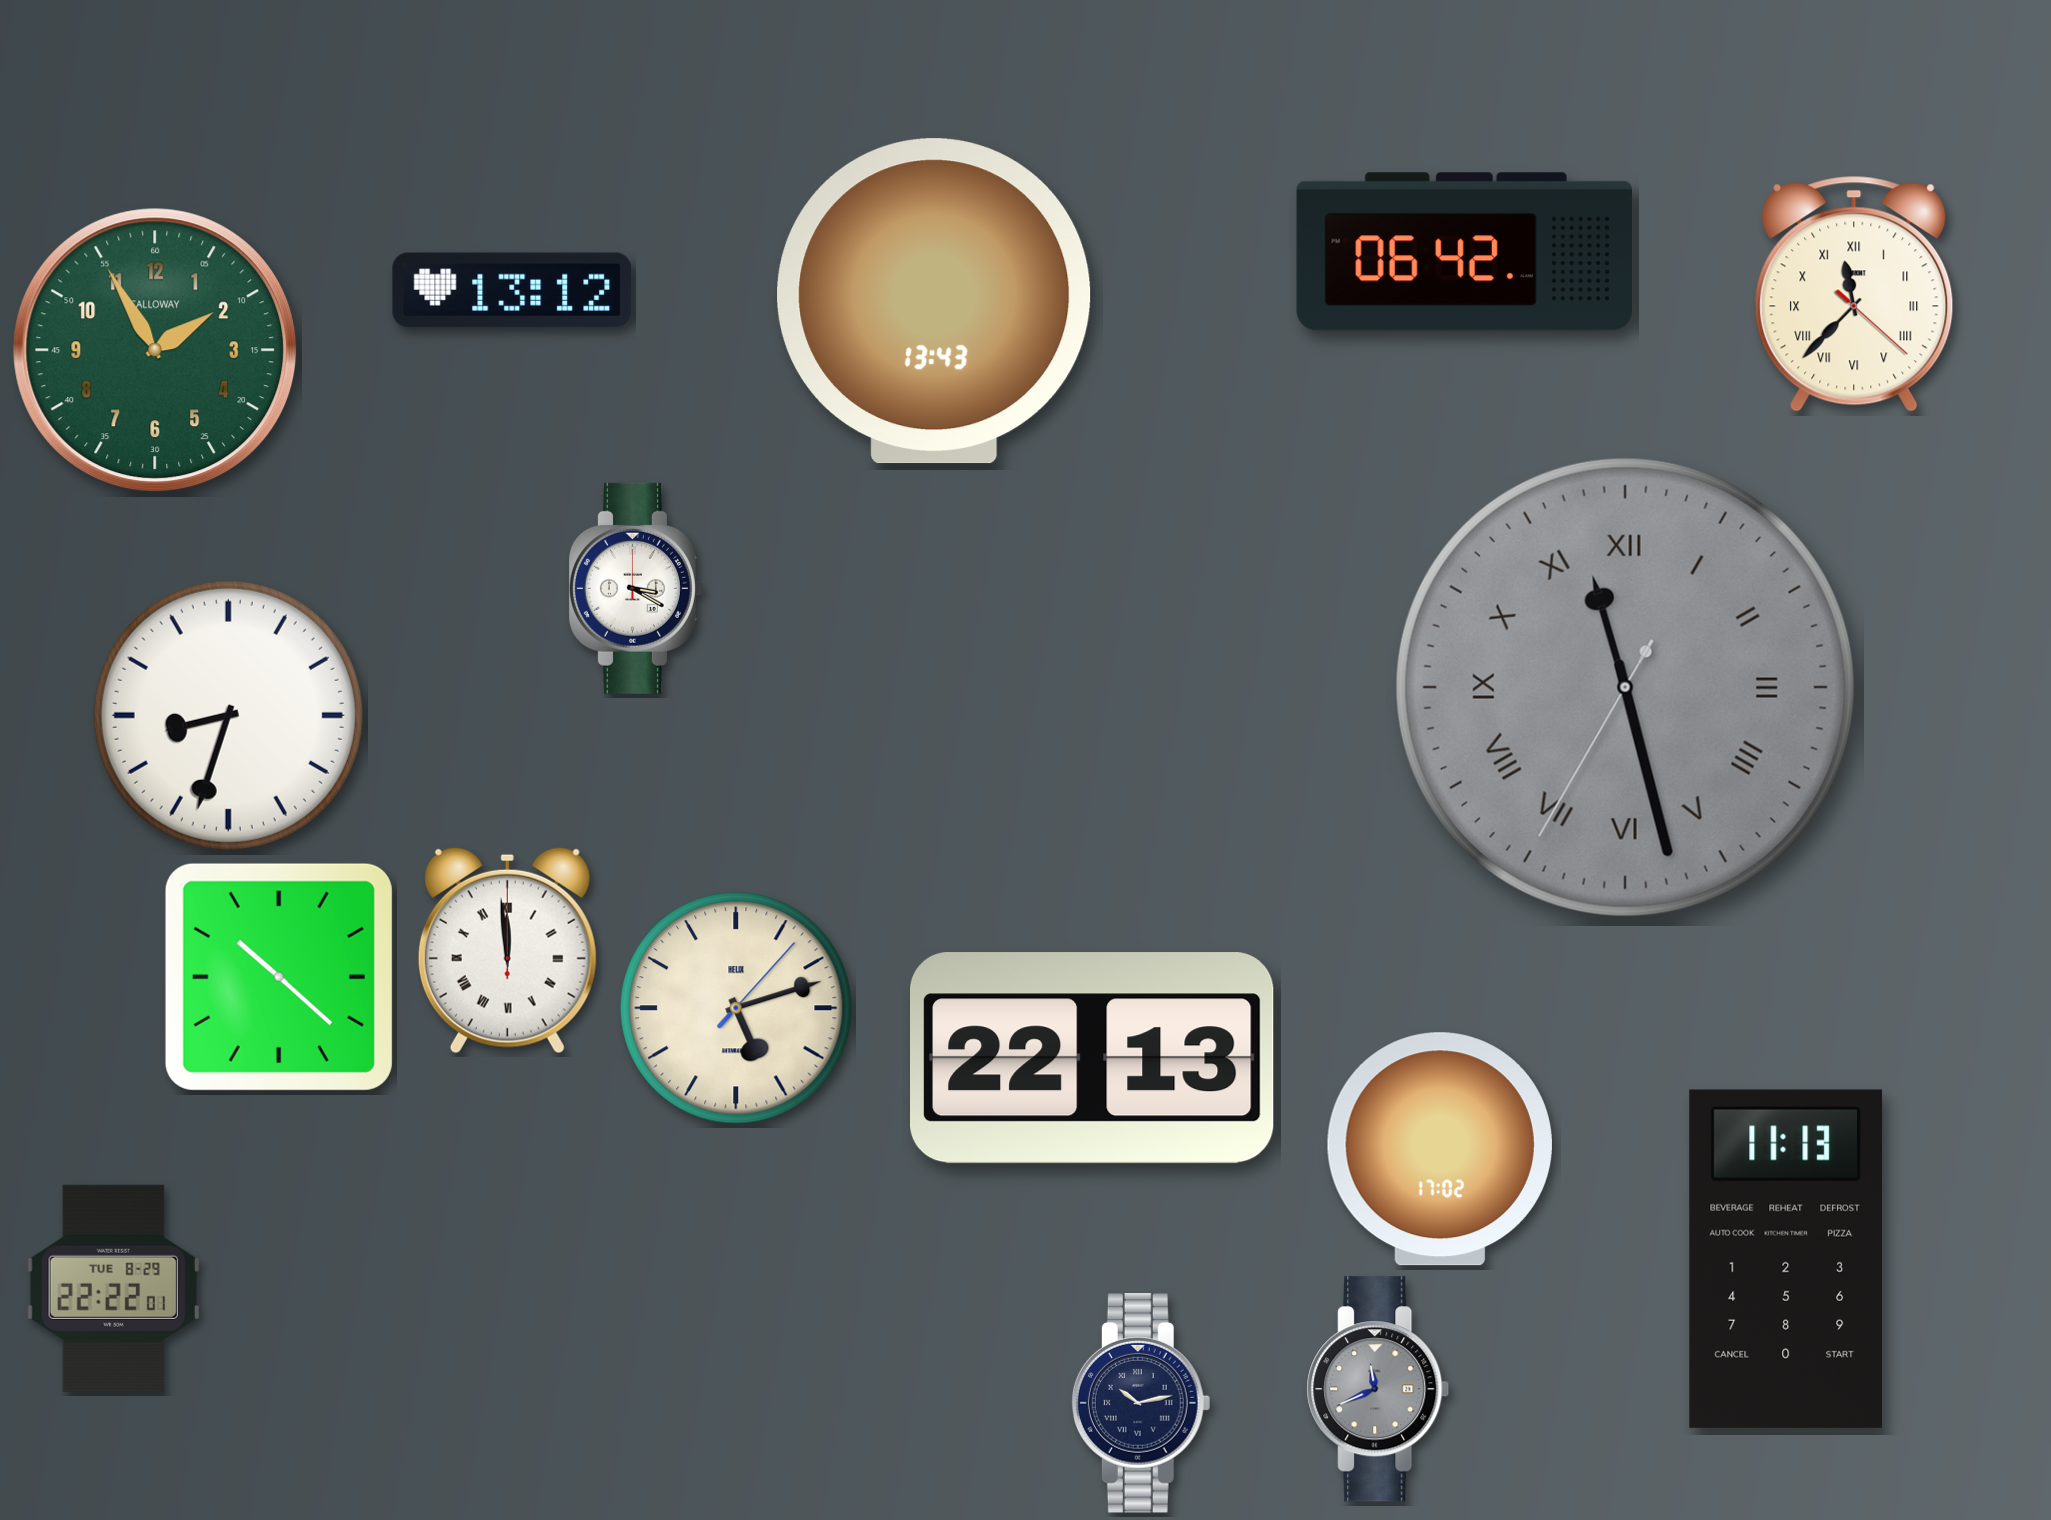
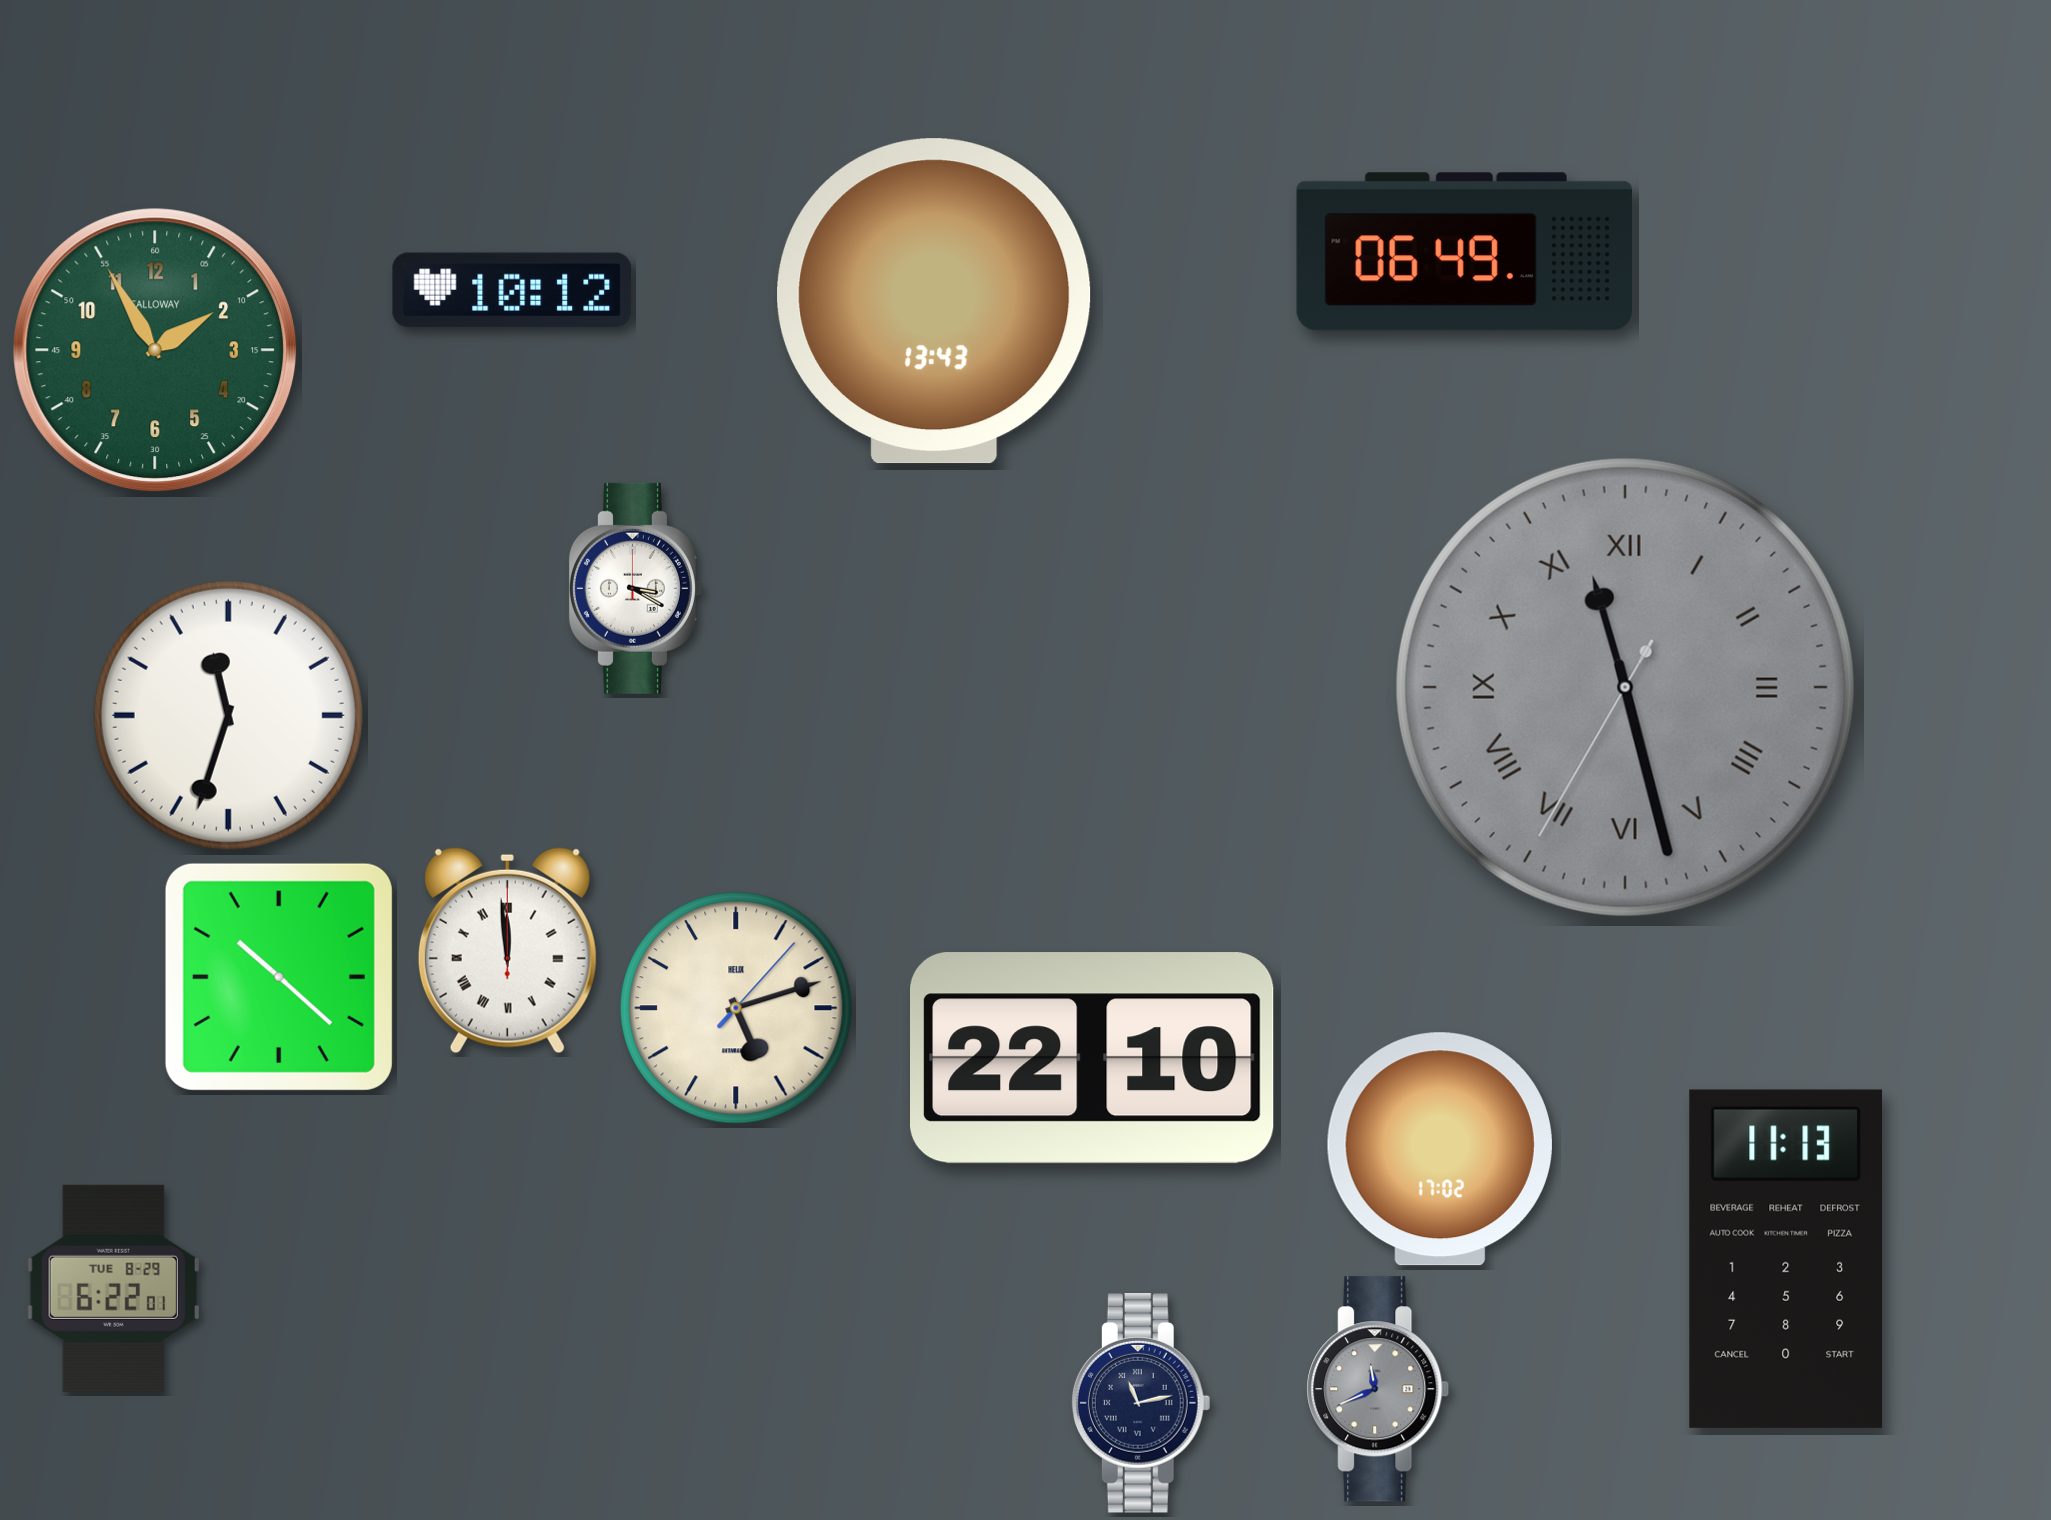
clock at (1465, 252): 06:42 -> 06:49
clock at (512, 290): 13:12 -> 10:12
clock at (1854, 294): 11:37 -> none
clock at (228, 715): 8:33 -> 11:33
clock at (1093, 1058): 22:13 -> 22:10
clock at (113, 1288): 22:22 -> 6:22
clock at (1141, 1403): 10:13 -> 11:13
